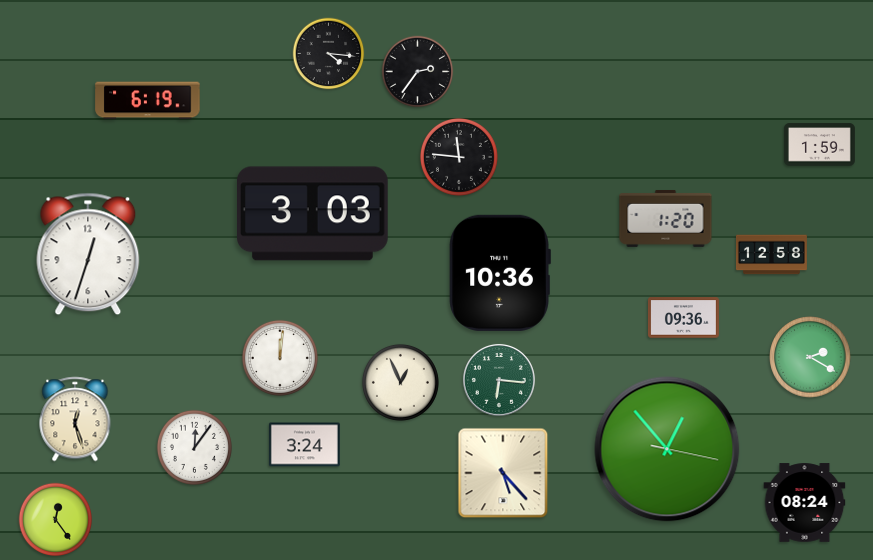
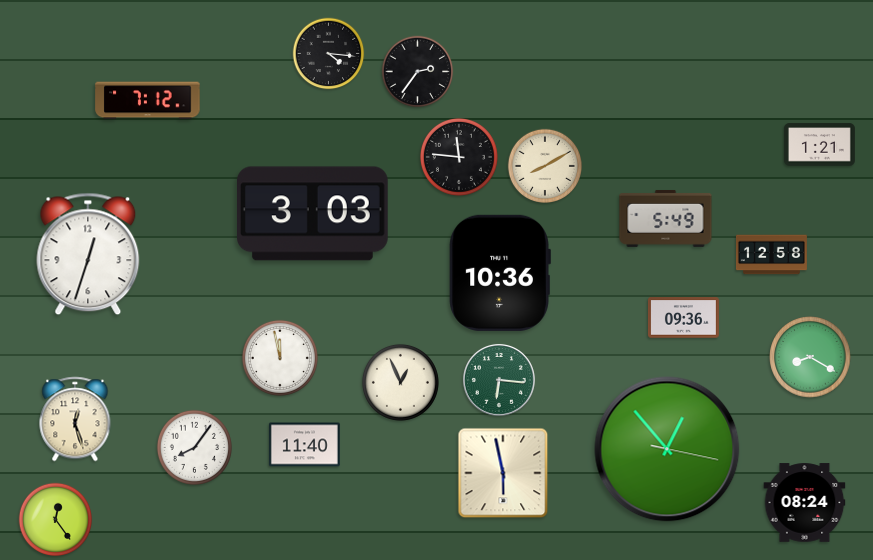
clock at (148, 101): 6:19 -> 7:12
clock at (819, 145): 1:59 -> 1:21
clock at (544, 165): none -> 8:10
clock at (666, 218): 1:20 -> 5:49
clock at (810, 357): 2:20 -> 8:20
clock at (280, 358): 12:01 -> 11:58
clock at (304, 445): 3:24 -> 11:40
clock at (194, 447): 12:06 -> 8:06
clock at (503, 473): 5:23 -> 5:58
